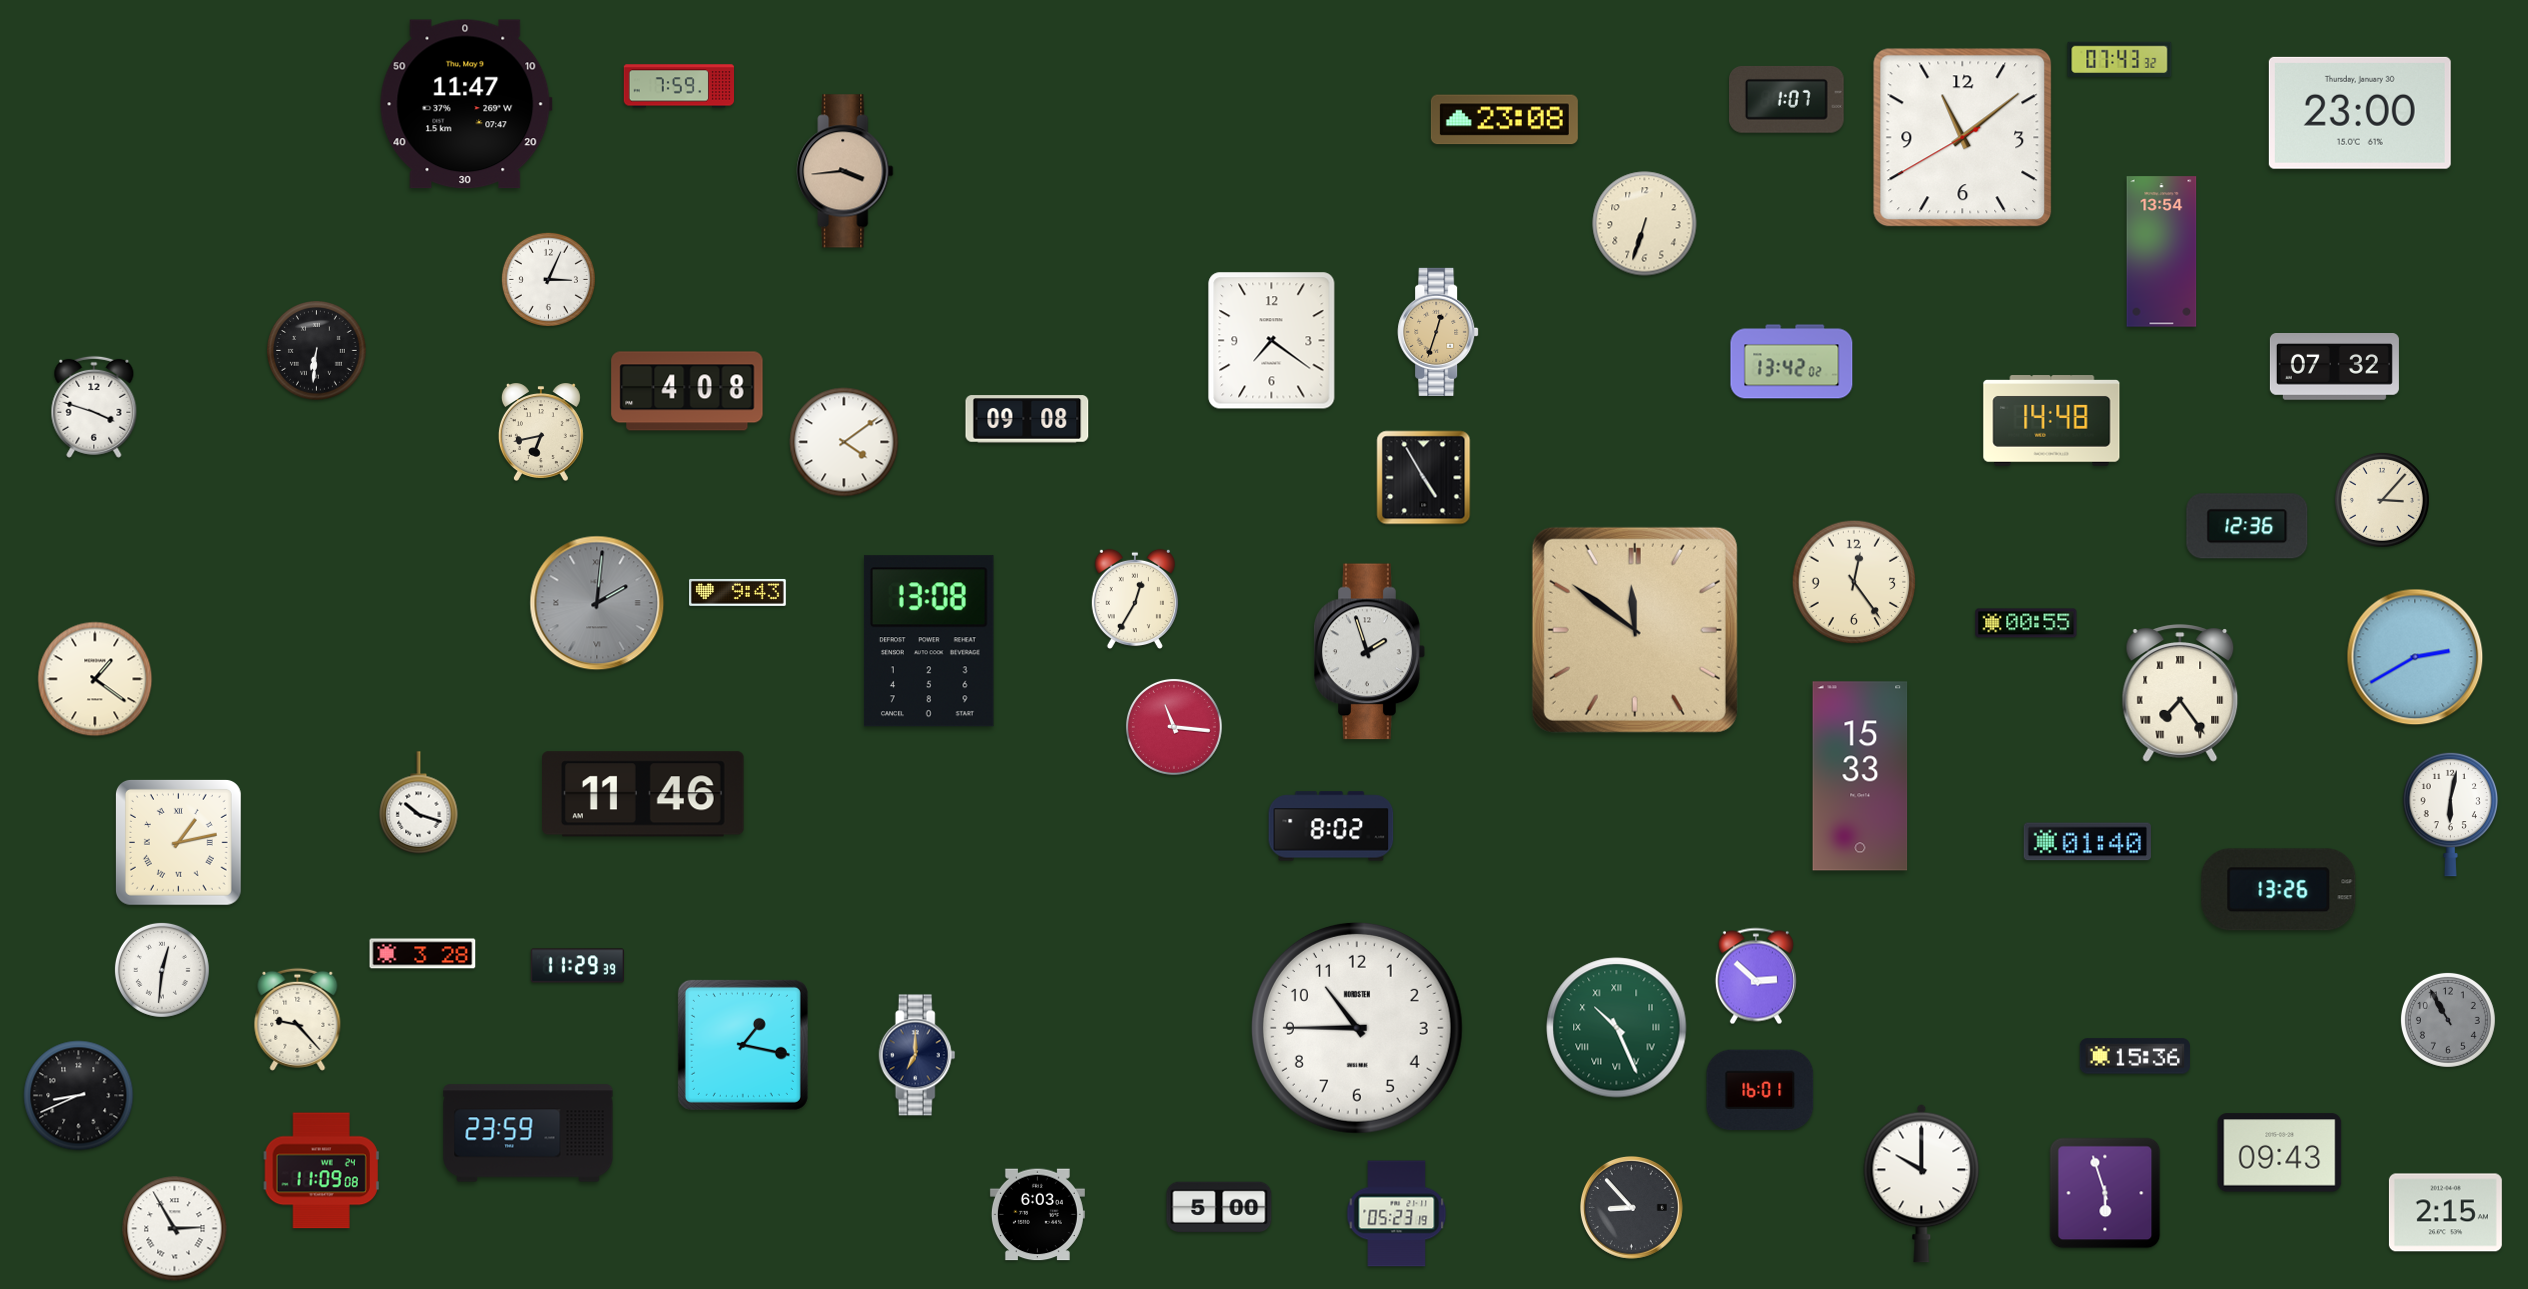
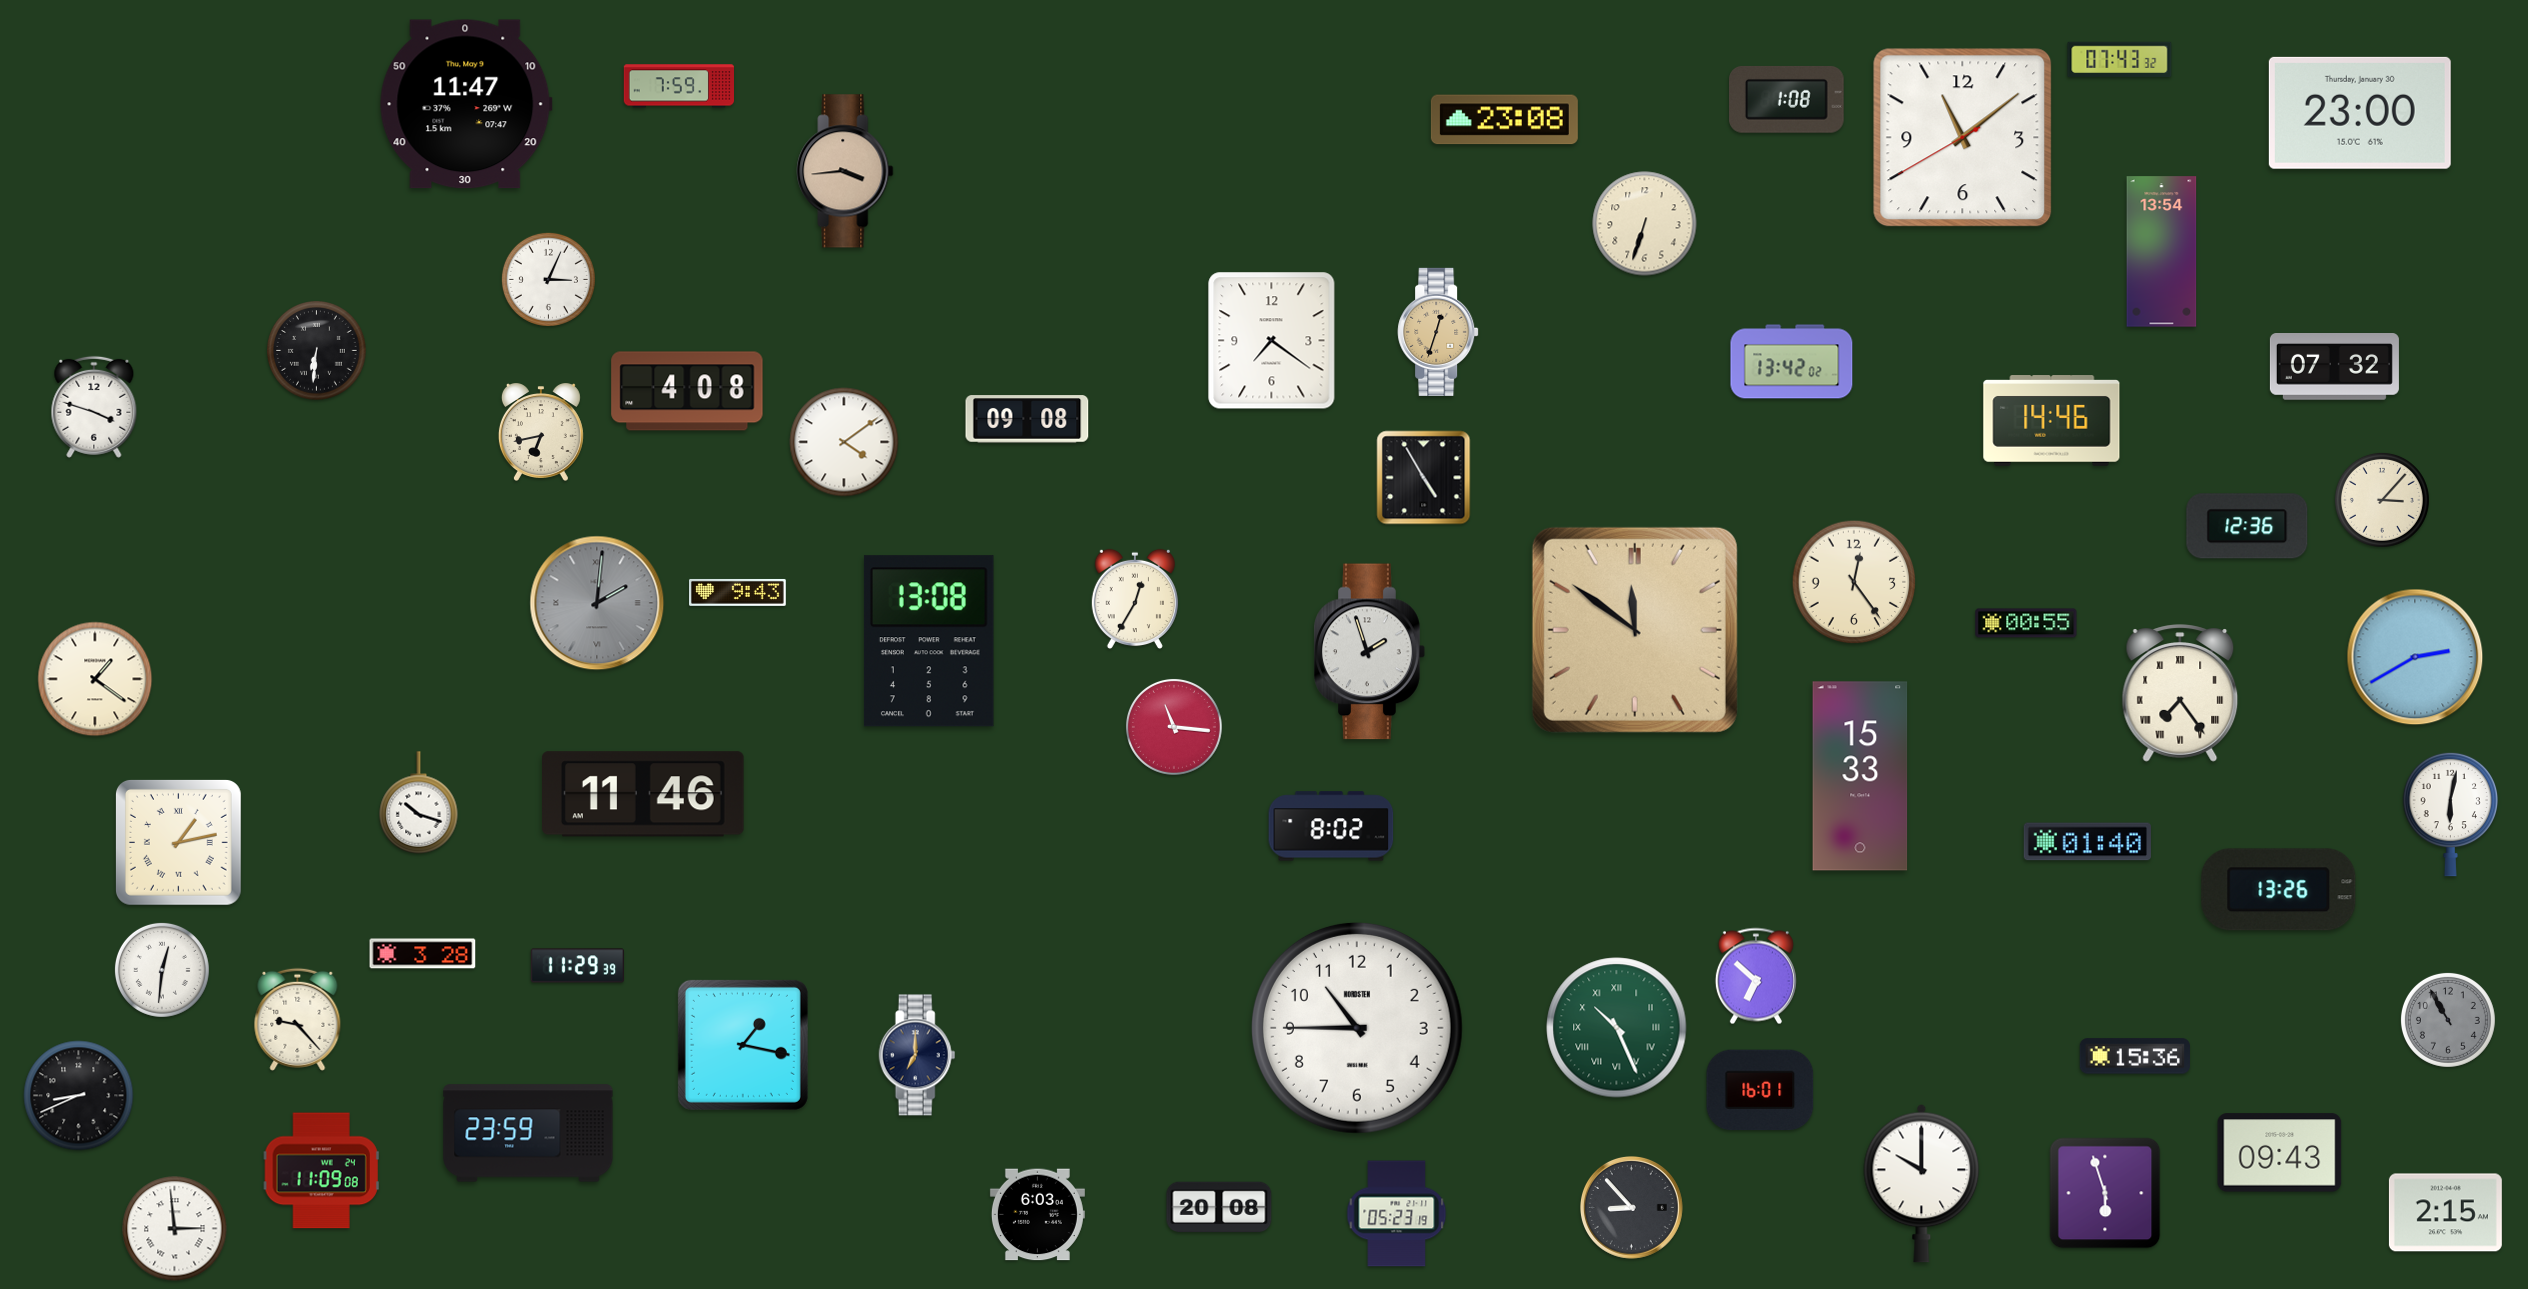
clock at (1787, 99): 1:07 -> 1:08
clock at (2052, 421): 14:48 -> 14:46
clock at (1756, 976): 2:52 -> 6:52
clock at (1219, 1207): 5:00 -> 20:08
clock at (175, 1229): 2:55 -> 2:59
